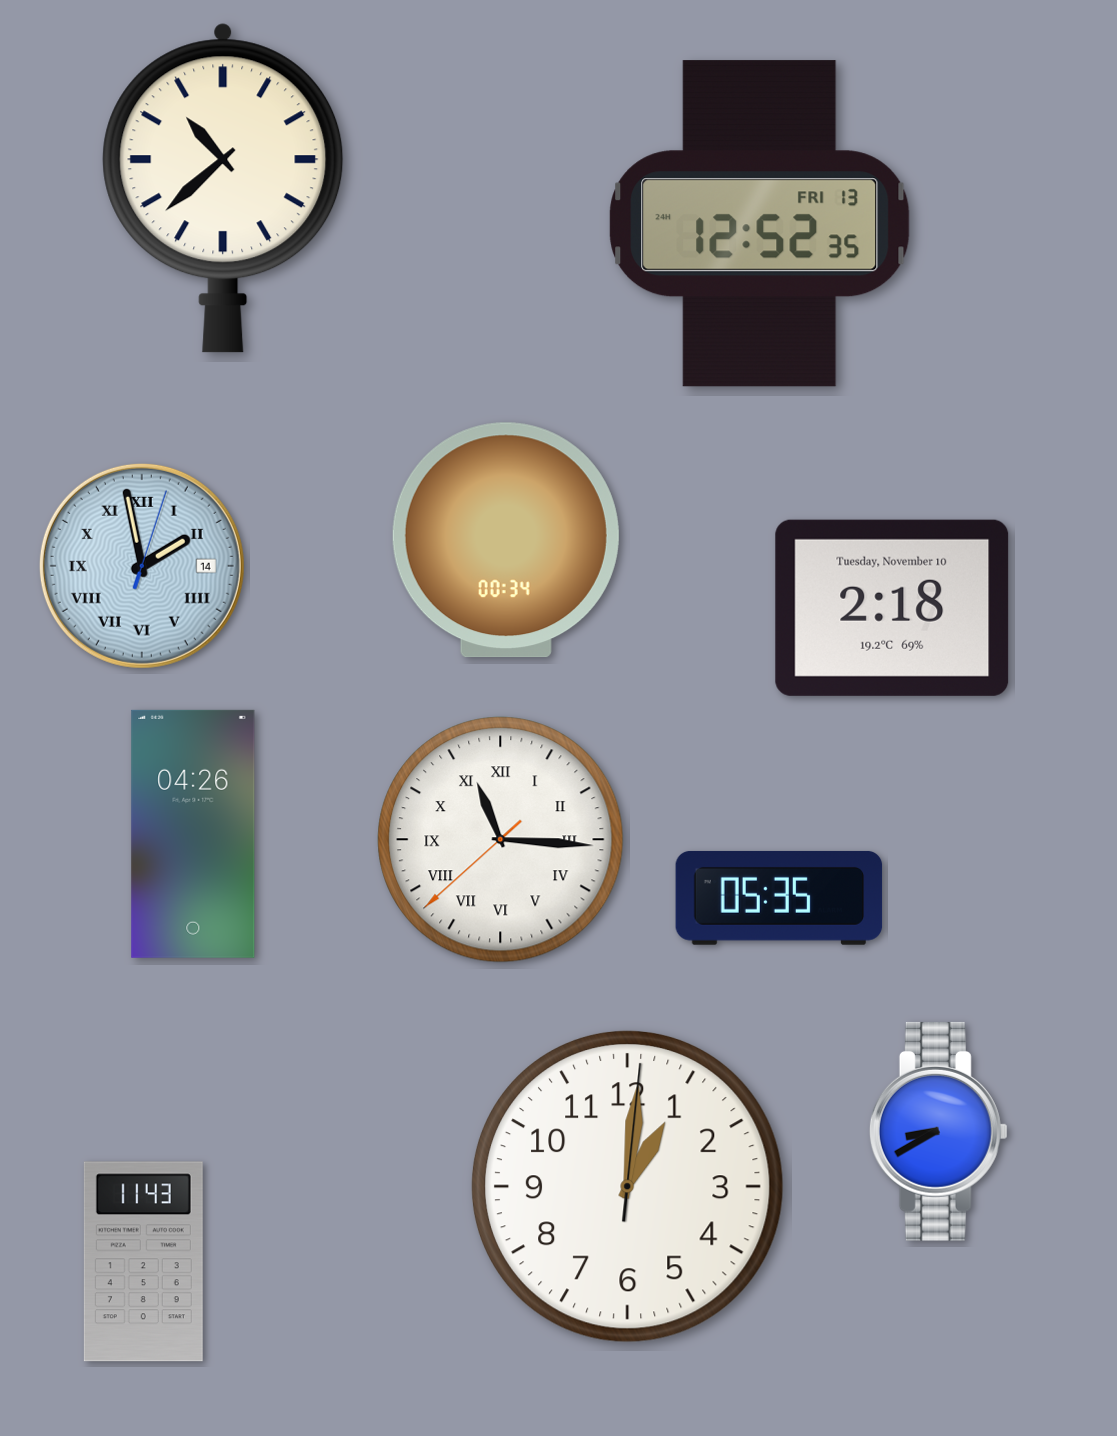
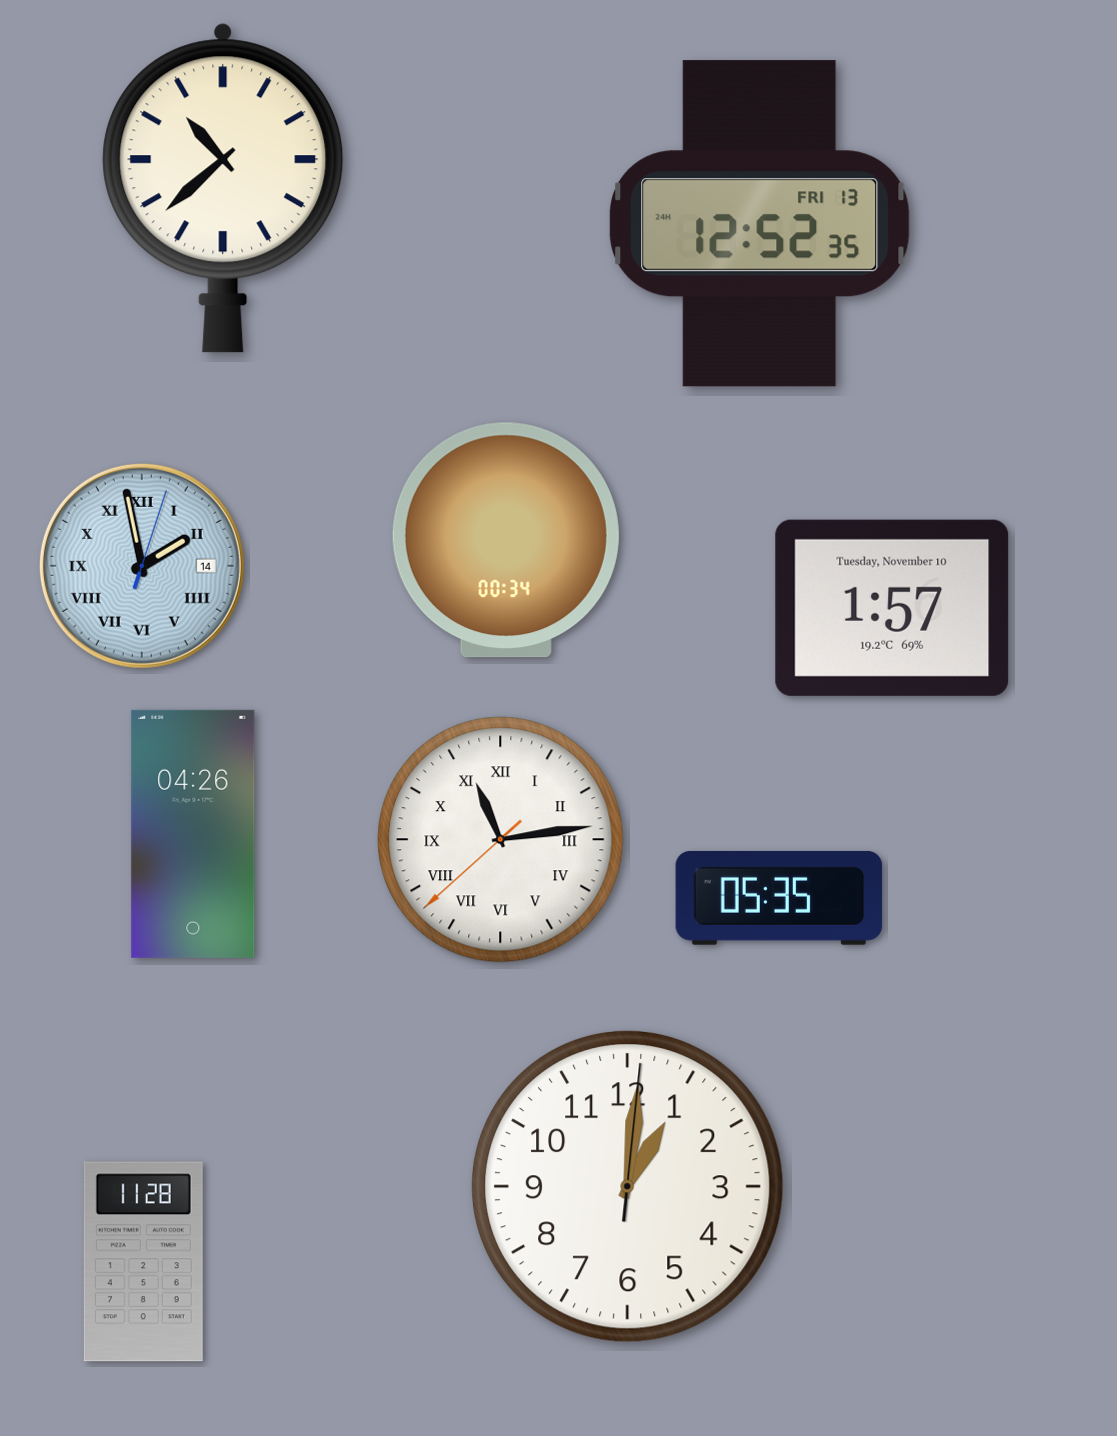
clock at (892, 608): 2:18 -> 1:57
clock at (501, 840): 11:15 -> 11:13
clock at (938, 1131): 8:40 -> none
clock at (143, 1262): 11:43 -> 11:28
